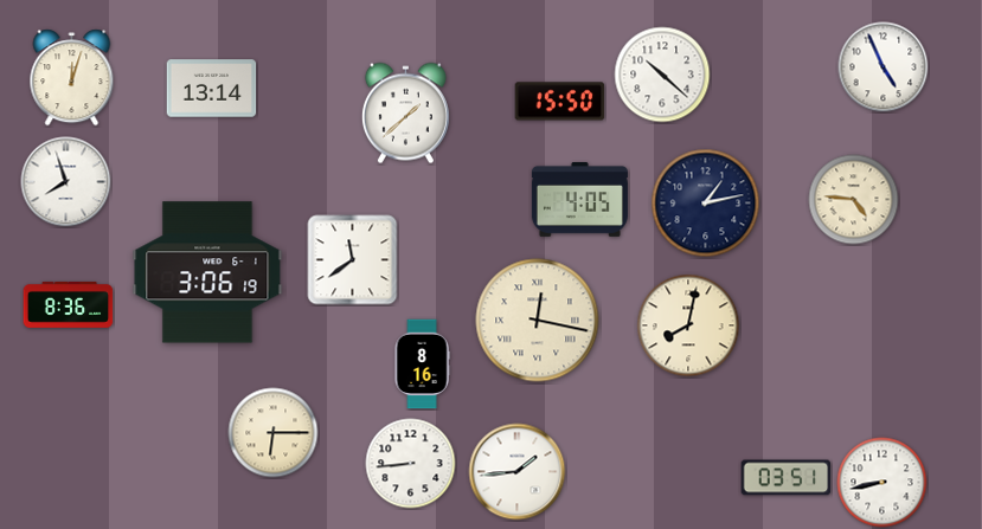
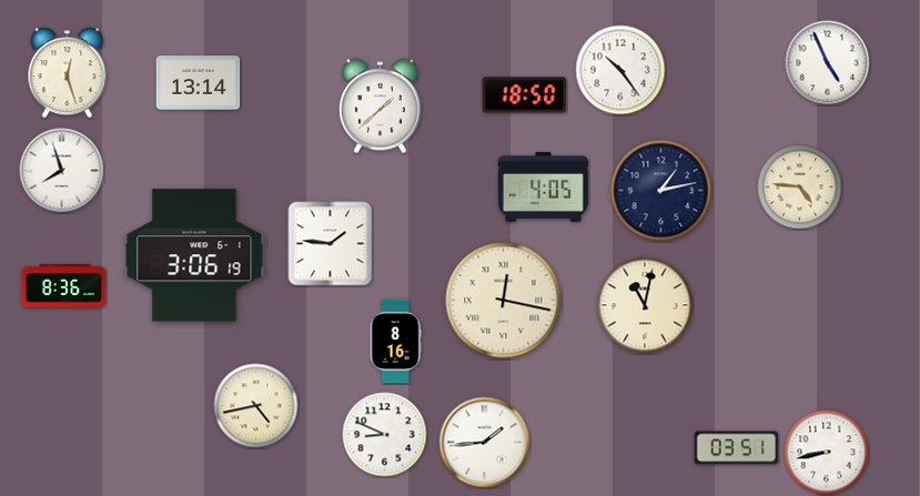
clock at (662, 75): 10:22 -> 10:24
clock at (72, 78): 12:03 -> 12:27
clock at (560, 102): 15:50 -> 18:50
clock at (353, 260): 11:39 -> 1:46
clock at (688, 325): 8:02 -> 11:02
clock at (274, 433): 6:15 -> 4:43
clock at (411, 464): 8:44 -> 8:49
